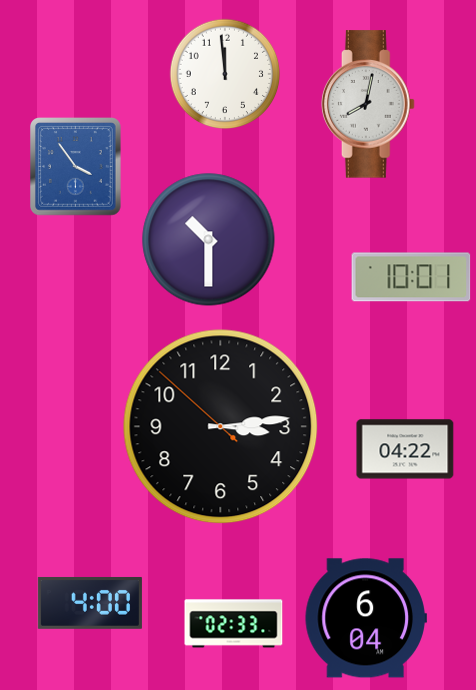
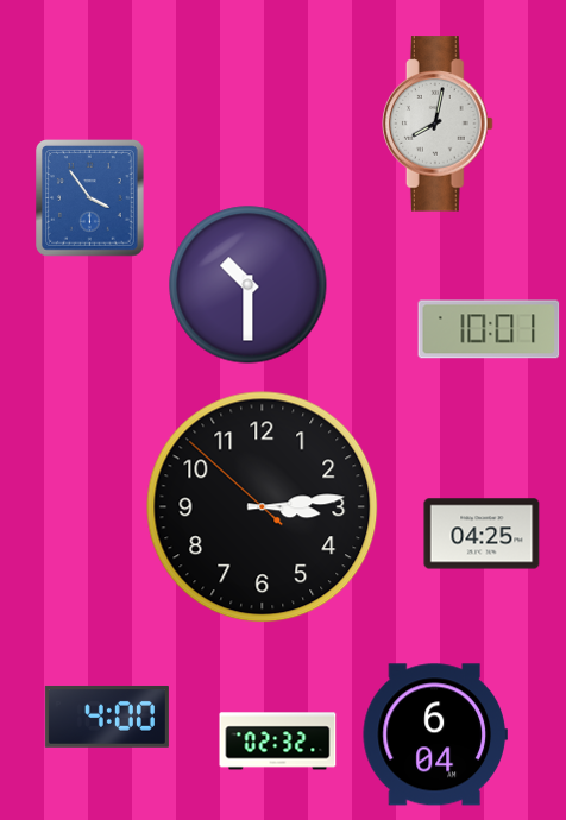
clock at (225, 74): 11:59 -> none
clock at (405, 449): 04:22 -> 04:25
clock at (234, 624): 02:33 -> 02:32
